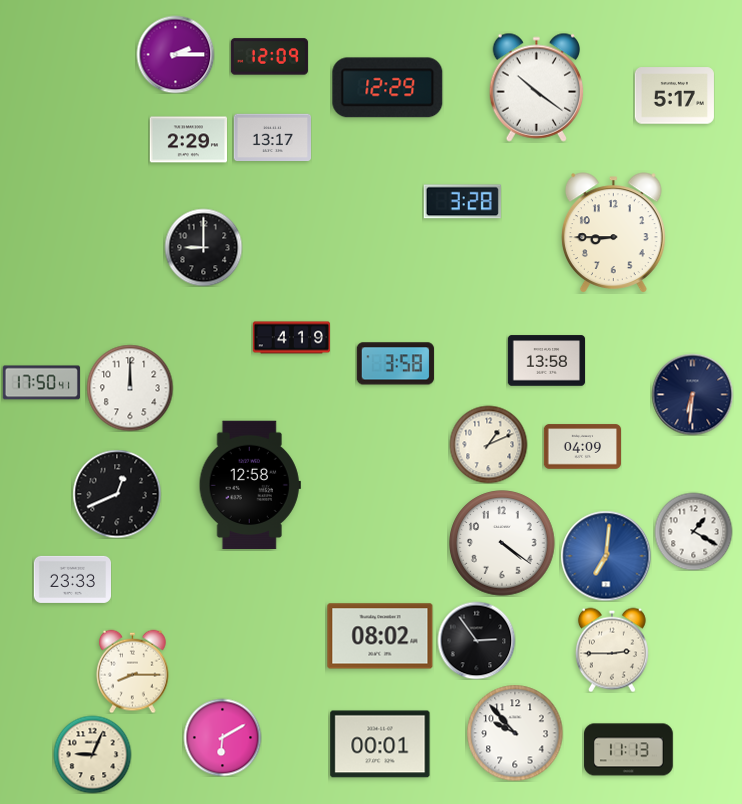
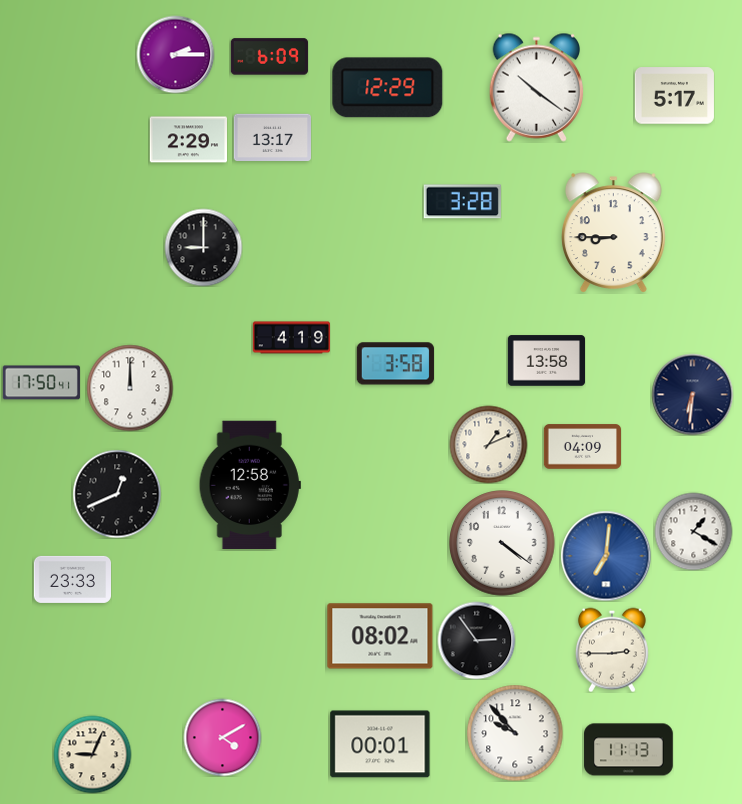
clock at (269, 57): 12:09 -> 6:09
clock at (133, 671): 8:15 -> none
clock at (222, 737): 6:10 -> 4:10
